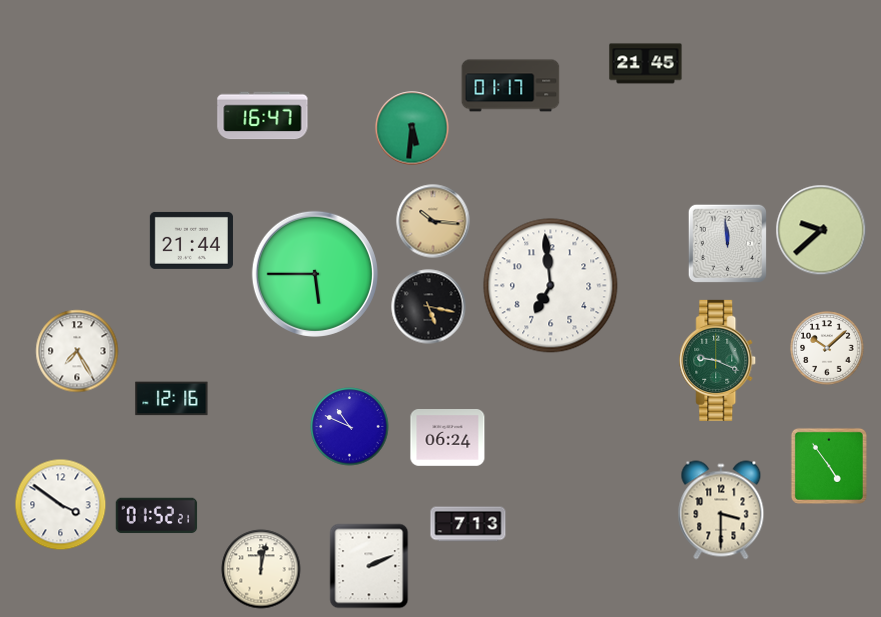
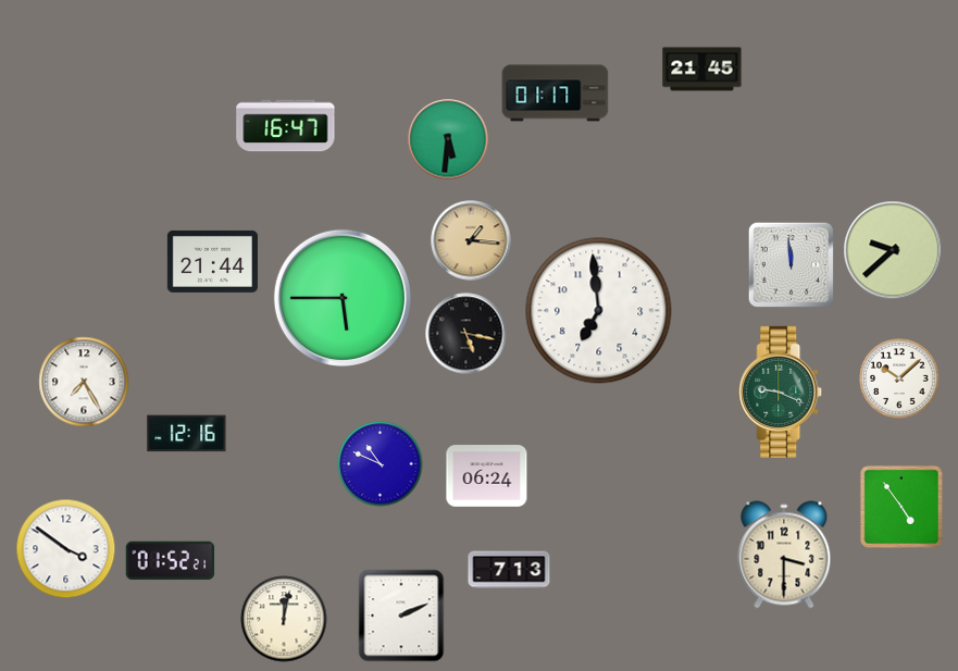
clock at (433, 221): 10:16 -> 1:16
clock at (191, 240) position: (191, 240) -> (212, 261)
